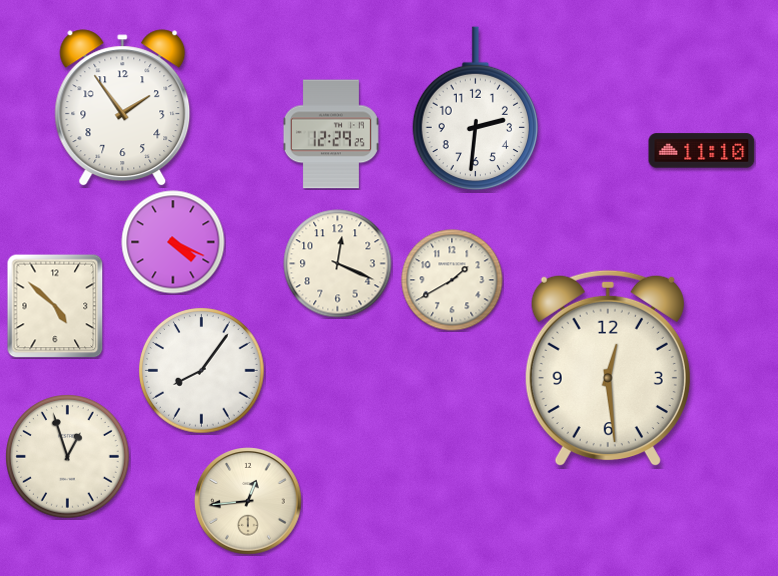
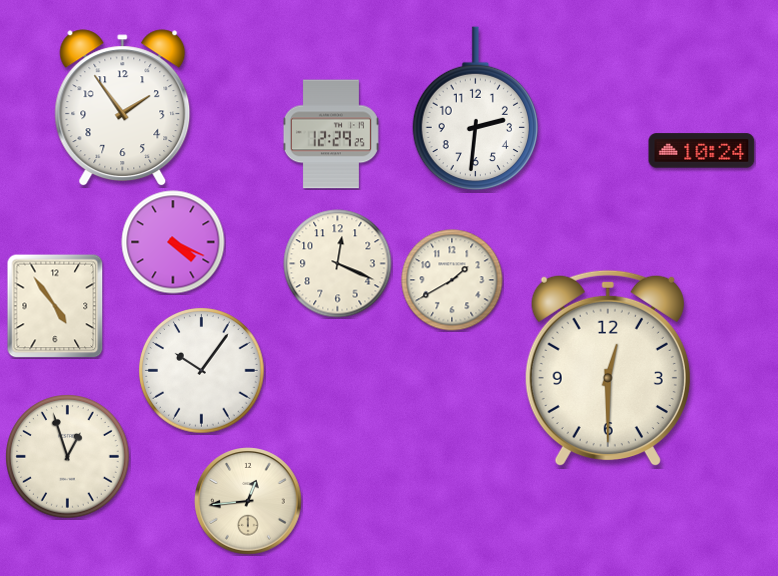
clock at (702, 151): 11:10 -> 10:24
clock at (55, 306): 4:52 -> 4:54
clock at (608, 368): 12:29 -> 12:30
clock at (202, 371): 8:06 -> 10:06
